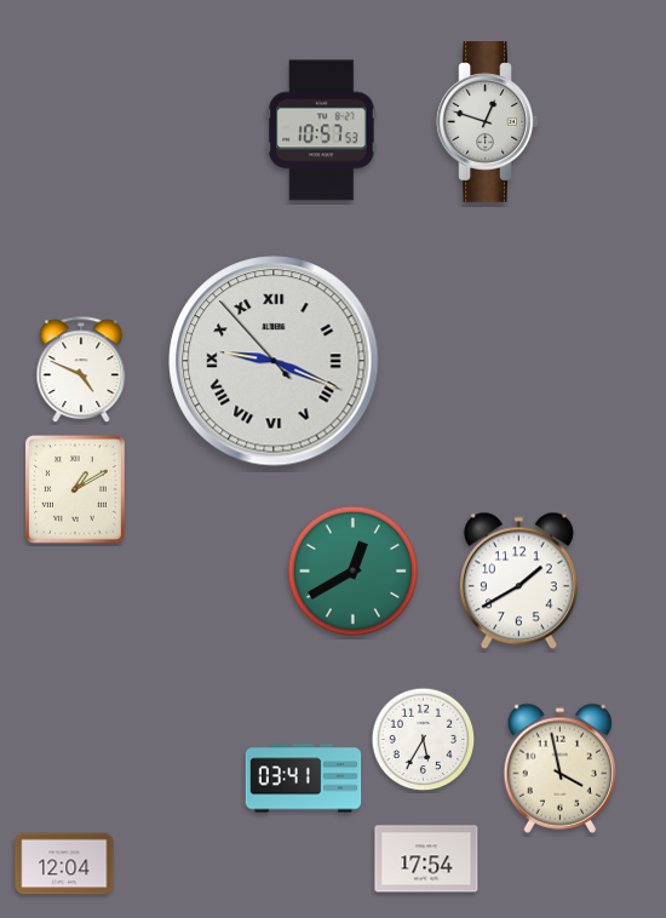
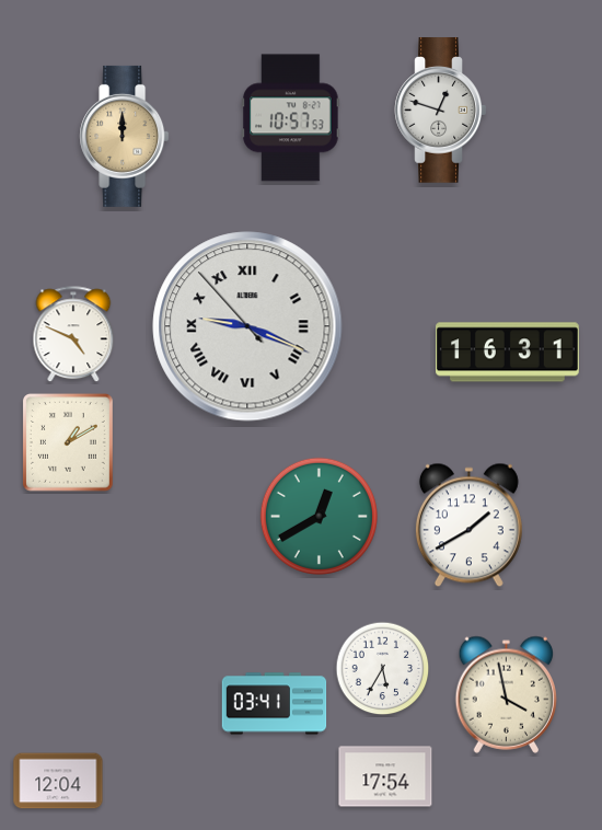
clock at (125, 136): none -> 12:00
clock at (508, 353): none -> 16:31
